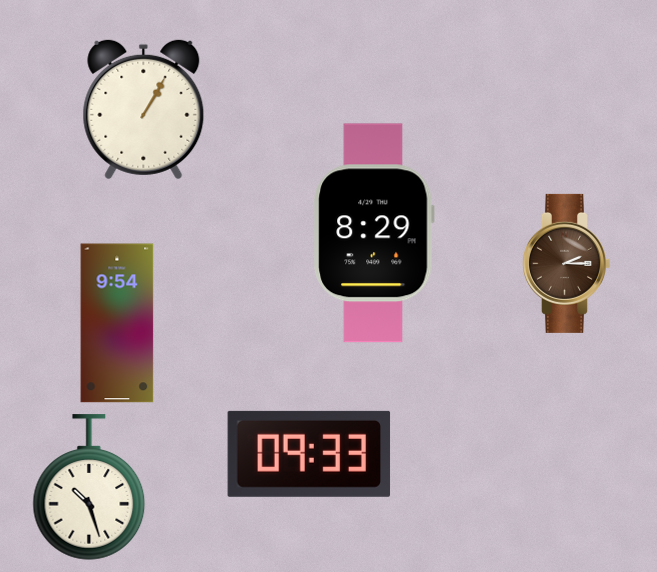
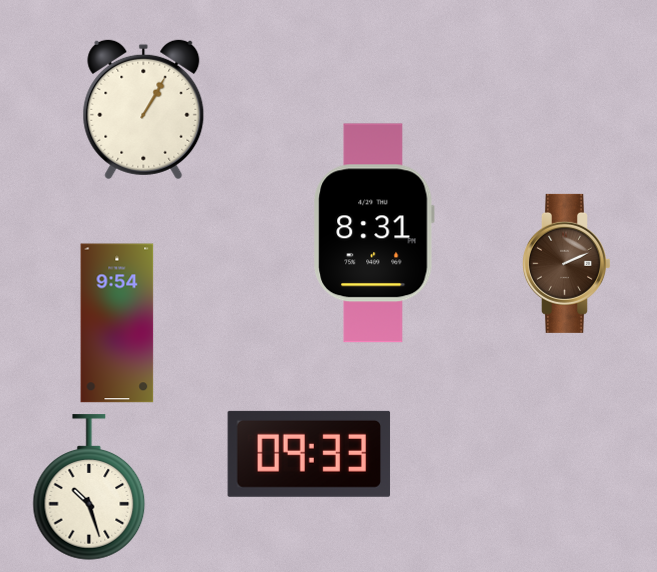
clock at (374, 233): 8:29 -> 8:31
clock at (566, 263): 2:15 -> 2:11
